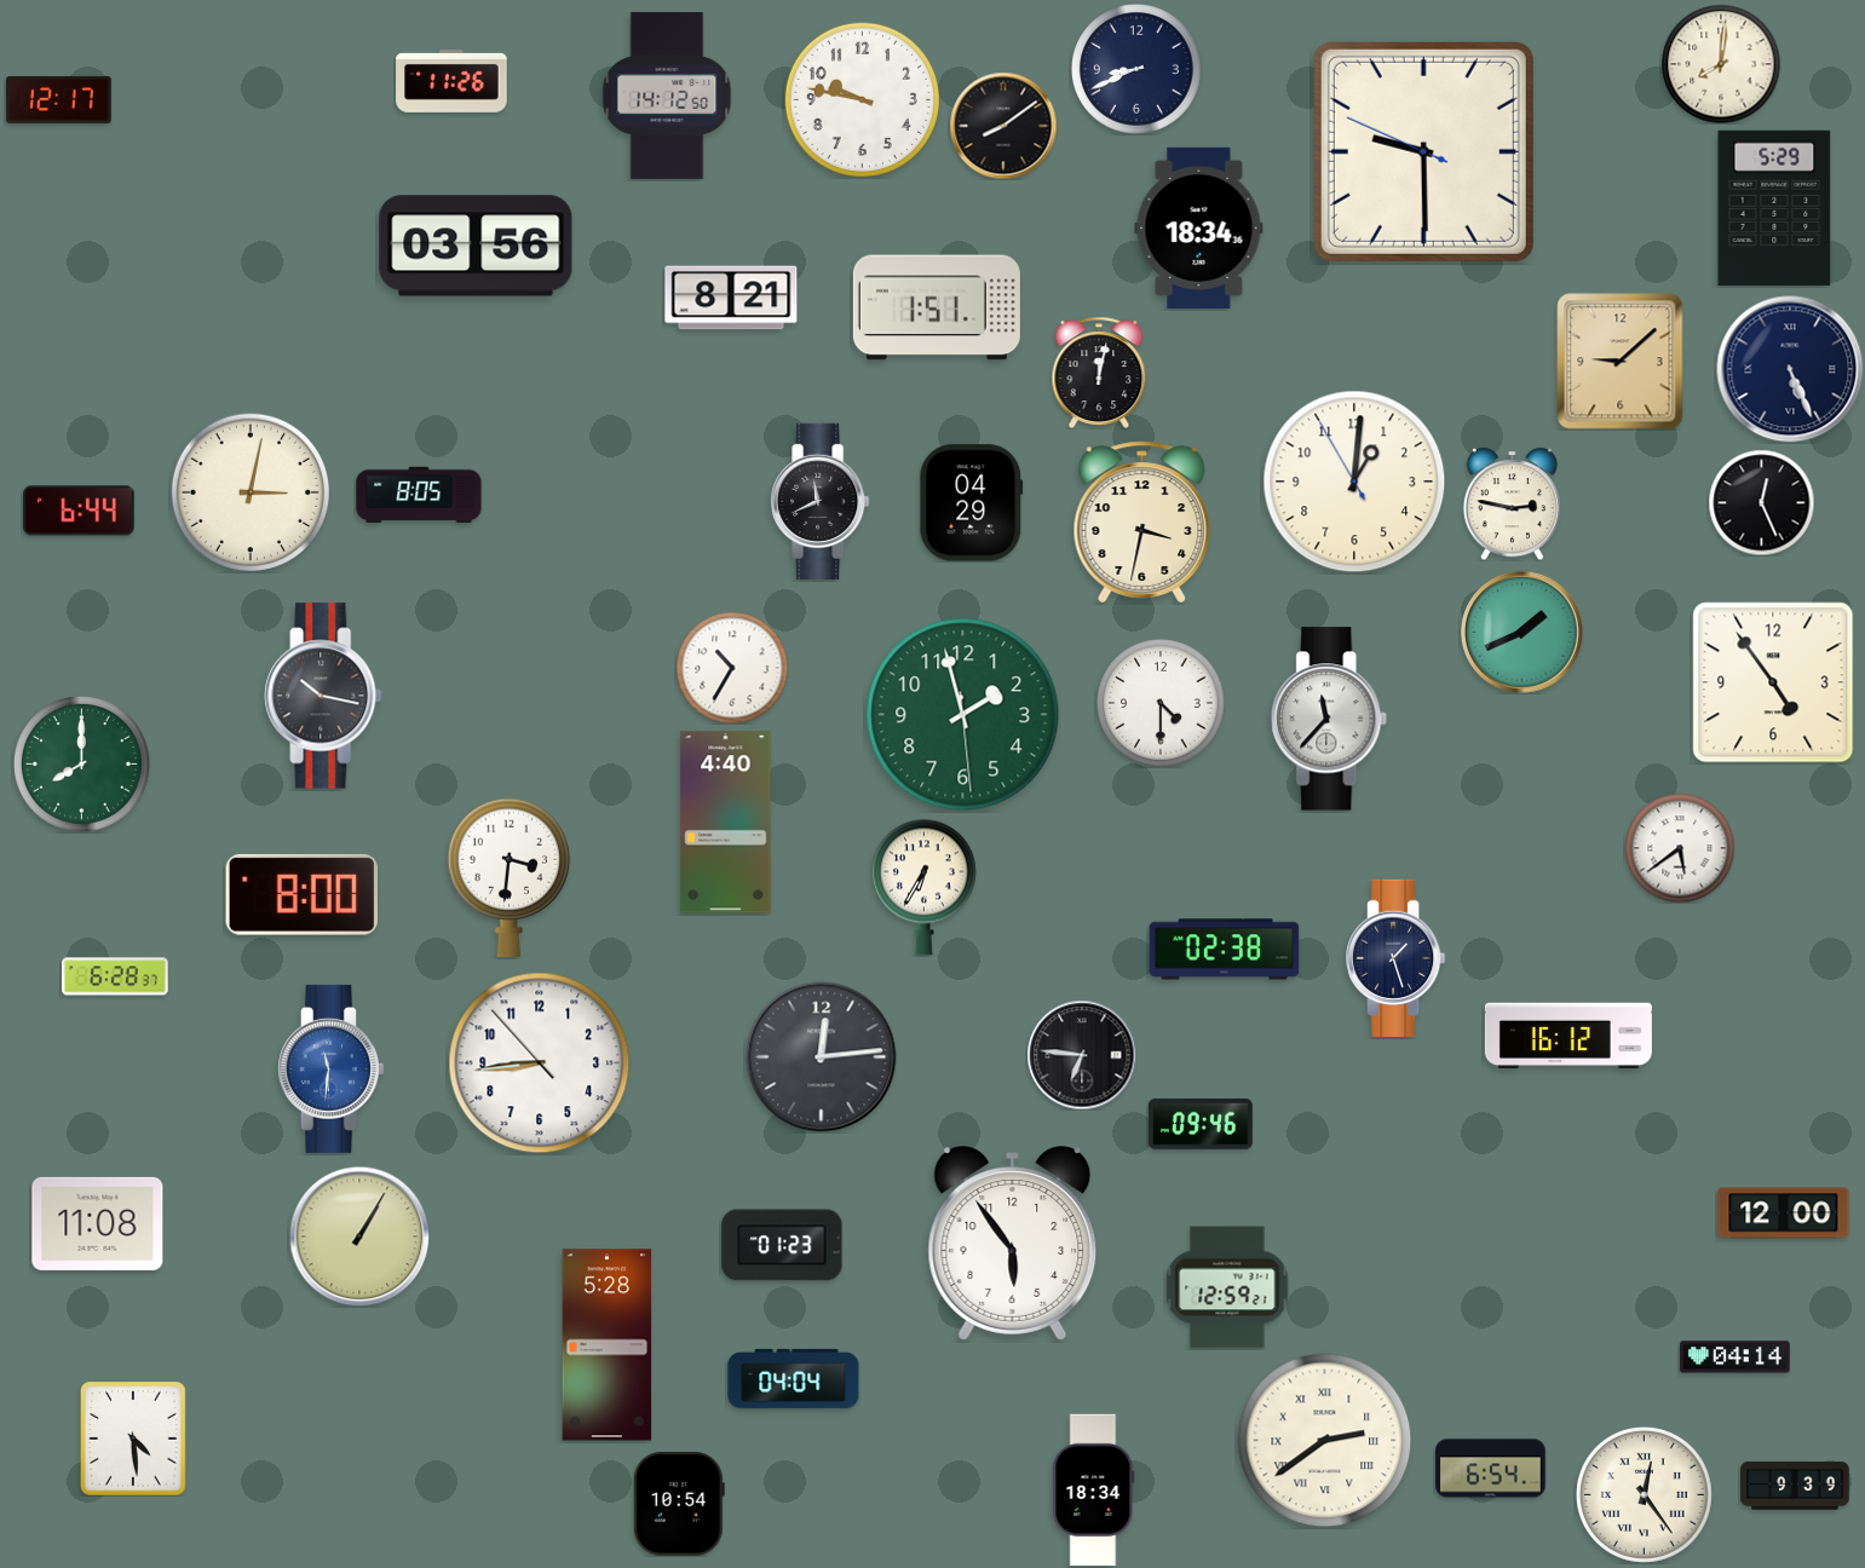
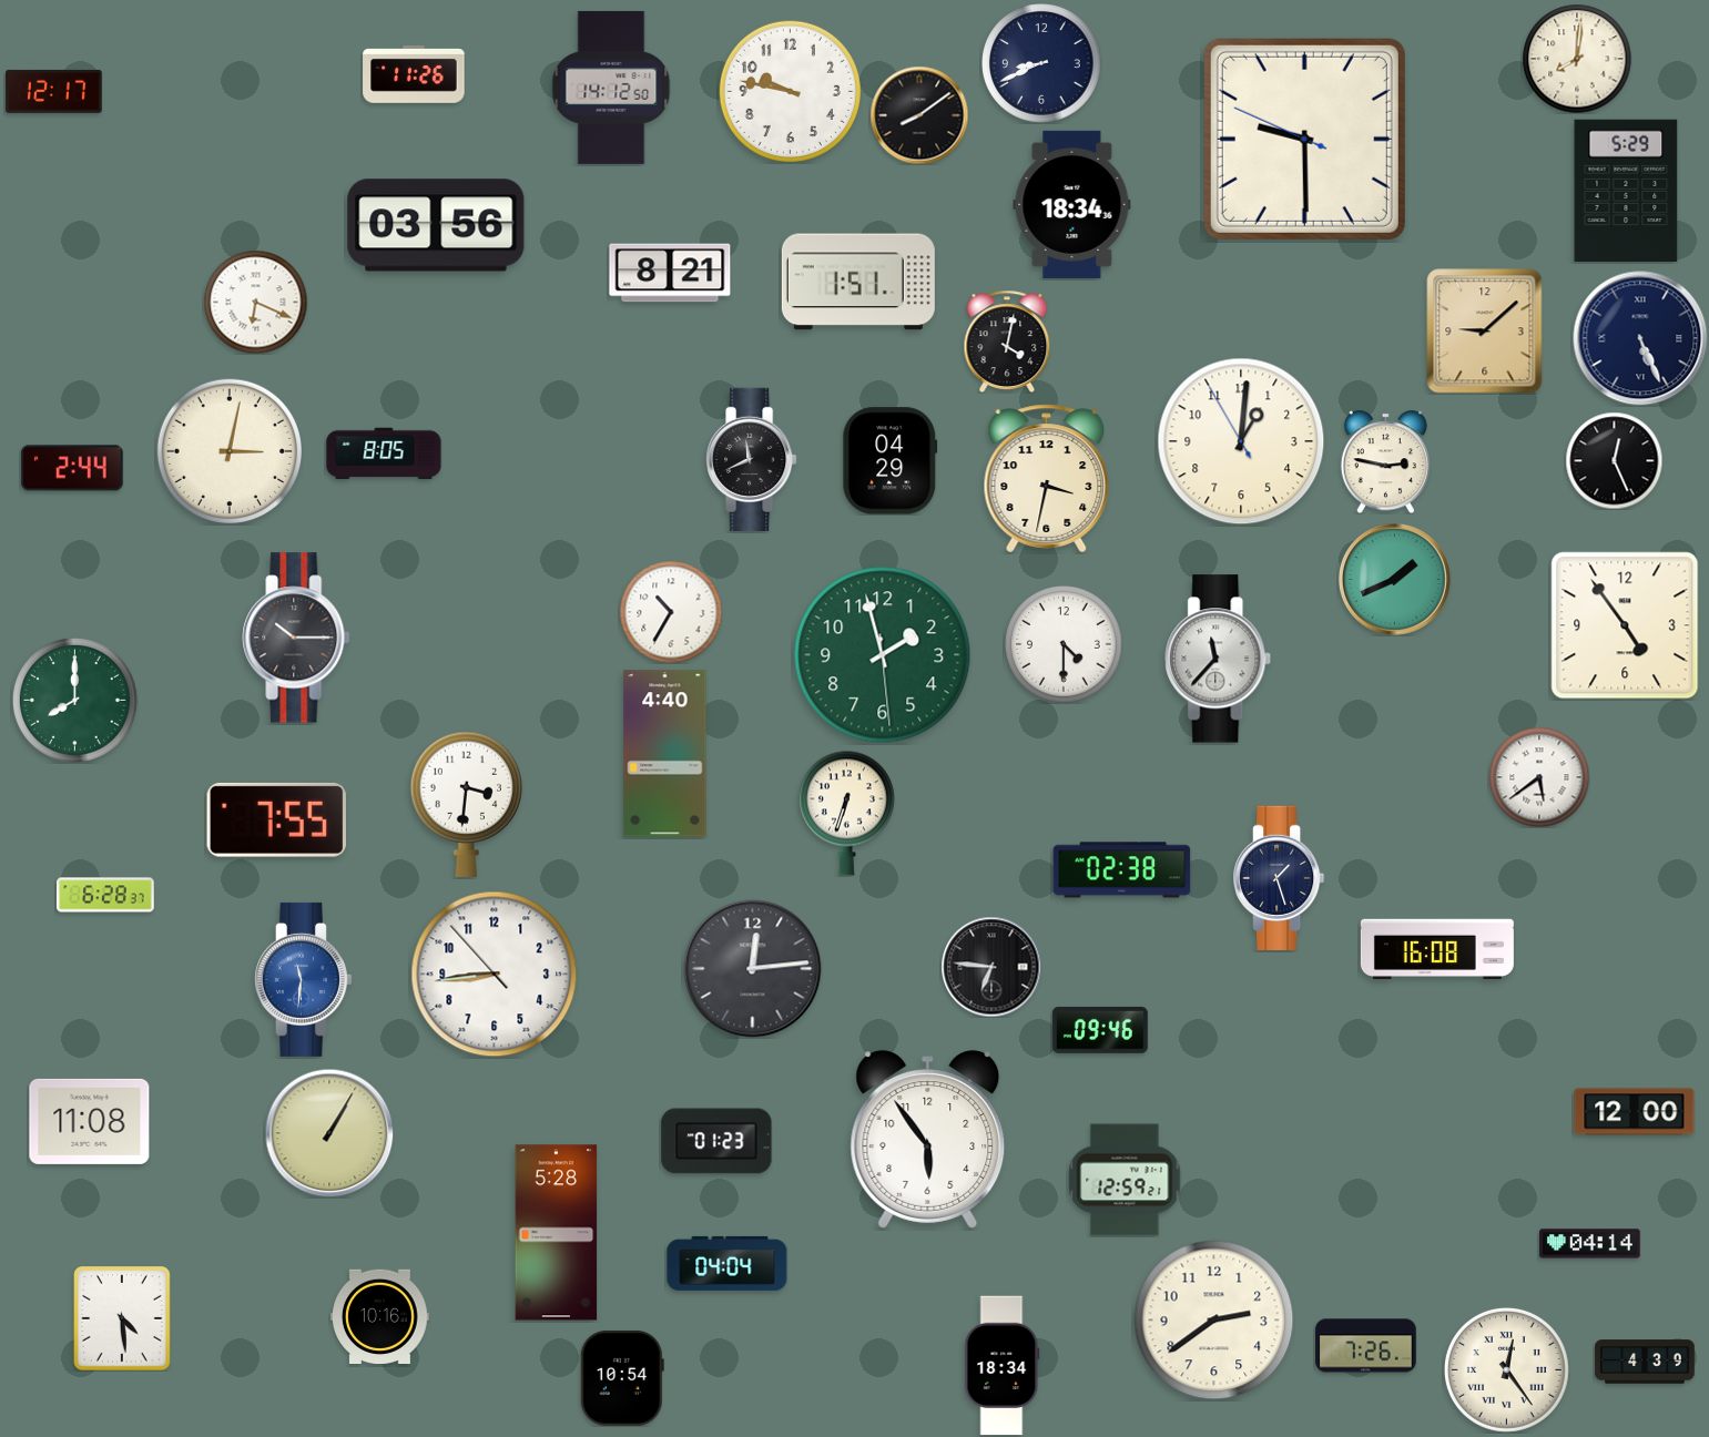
clock at (1199, 227) position: (1199, 227) -> (1072, 204)
clock at (255, 302): none -> 6:19
clock at (1099, 373): 12:02 -> 4:02
clock at (79, 511): 6:44 -> 2:44
clock at (323, 696): 10:17 -> 10:15
clock at (923, 887): 6:35 -> 6:33
clock at (301, 894): 8:00 -> 7:55
clock at (1568, 1034): 16:12 -> 16:08
clock at (380, 1316): none -> 10:16
clock at (1325, 1441) numerals: Roman -> Arabic
clock at (1491, 1469): 6:54 -> 7:26
clock at (1795, 1486): 9:39 -> 4:39
